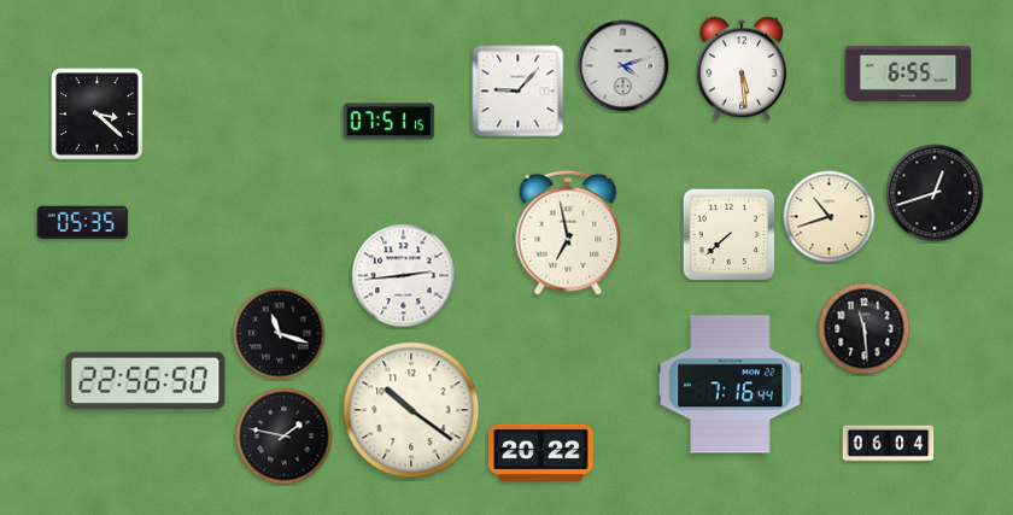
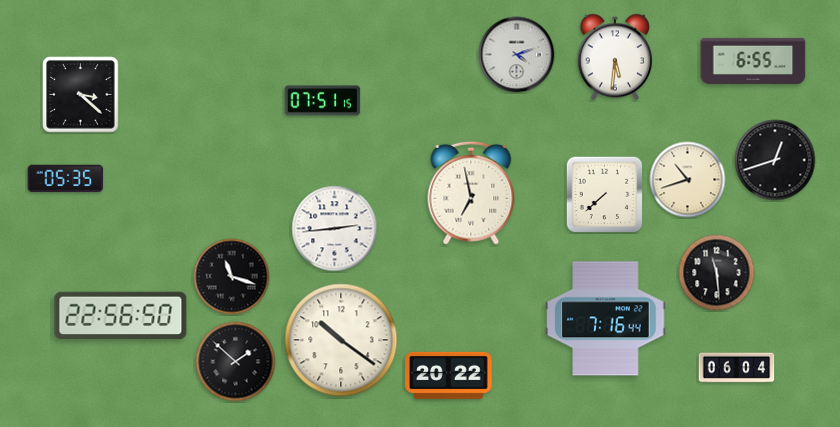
clock at (740, 69): 5:29 -> 5:31
clock at (519, 92): 9:07 -> none
clock at (83, 223) position: (83, 223) -> (66, 179)
clock at (285, 437): 1:47 -> 1:52
